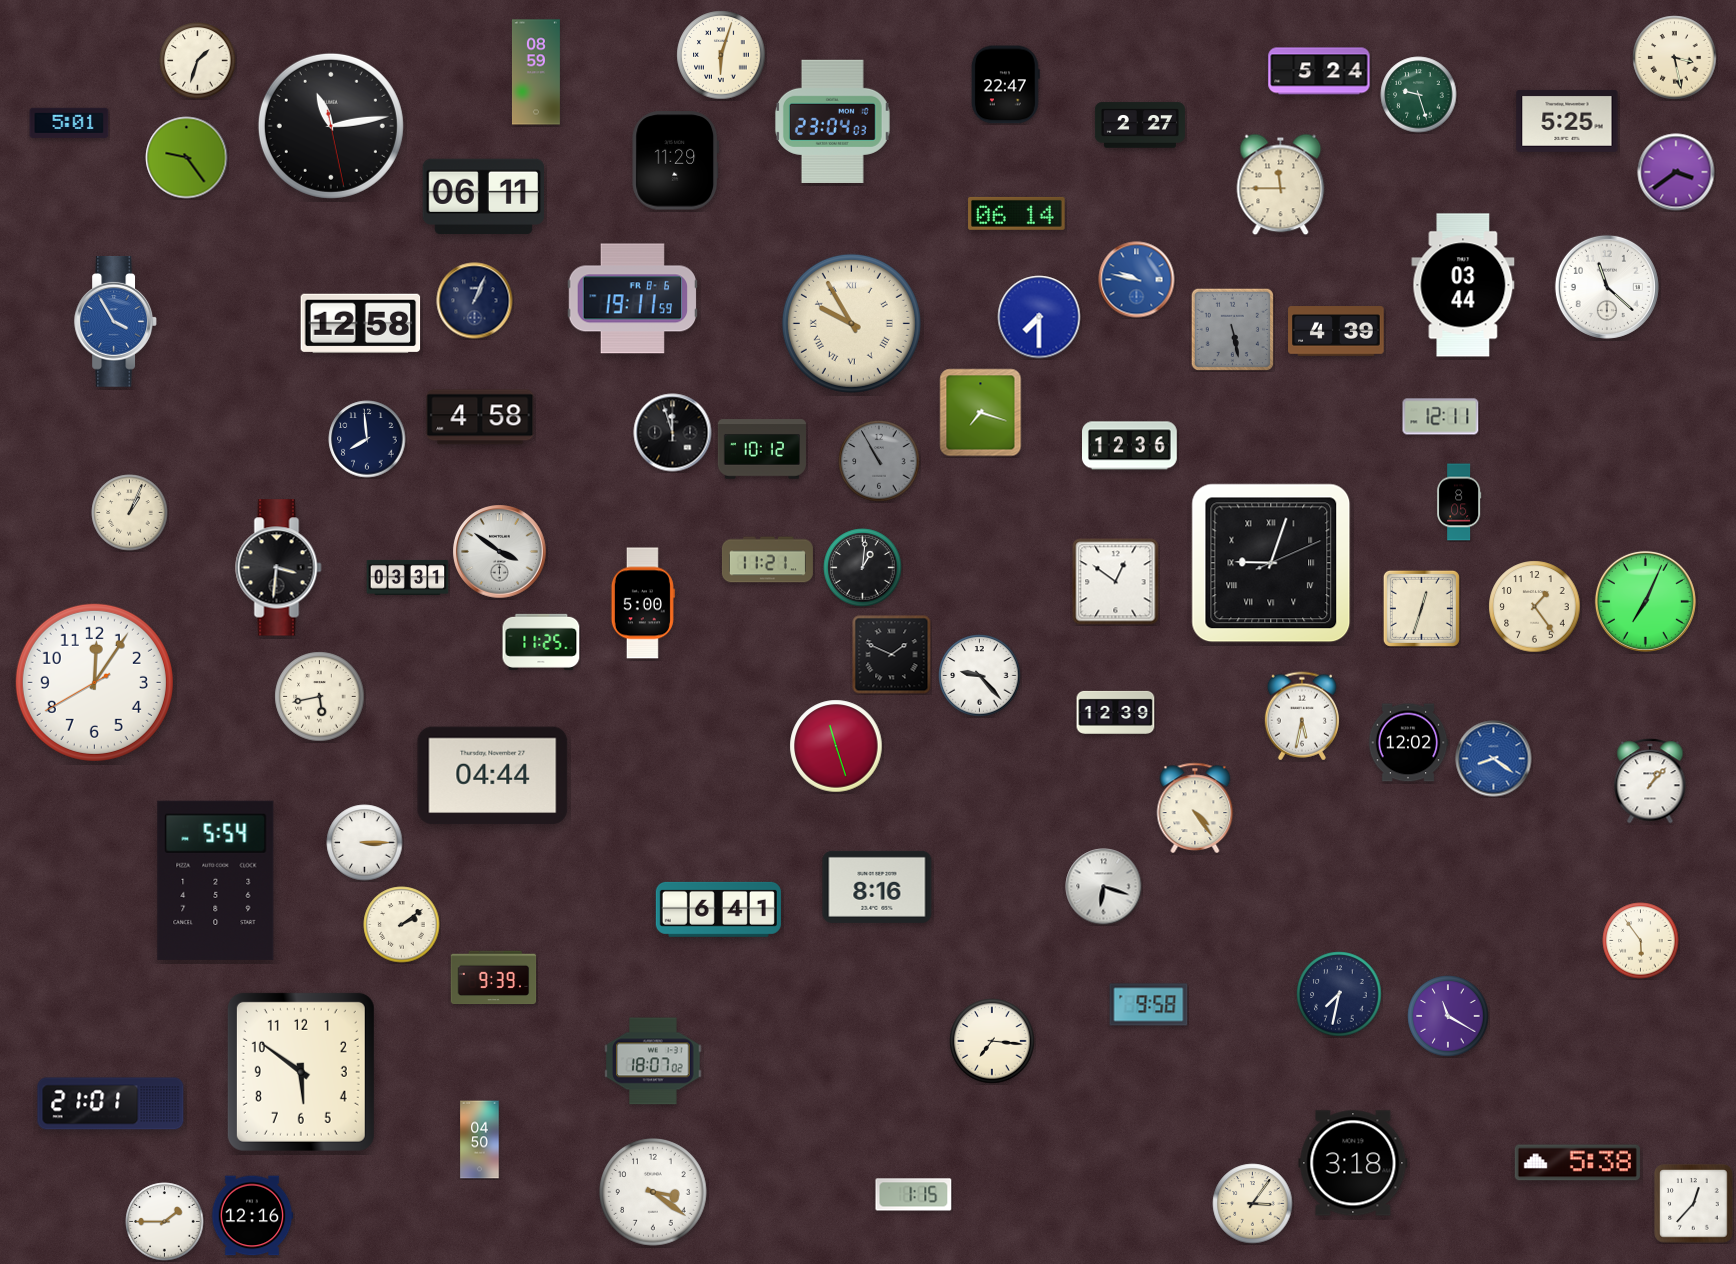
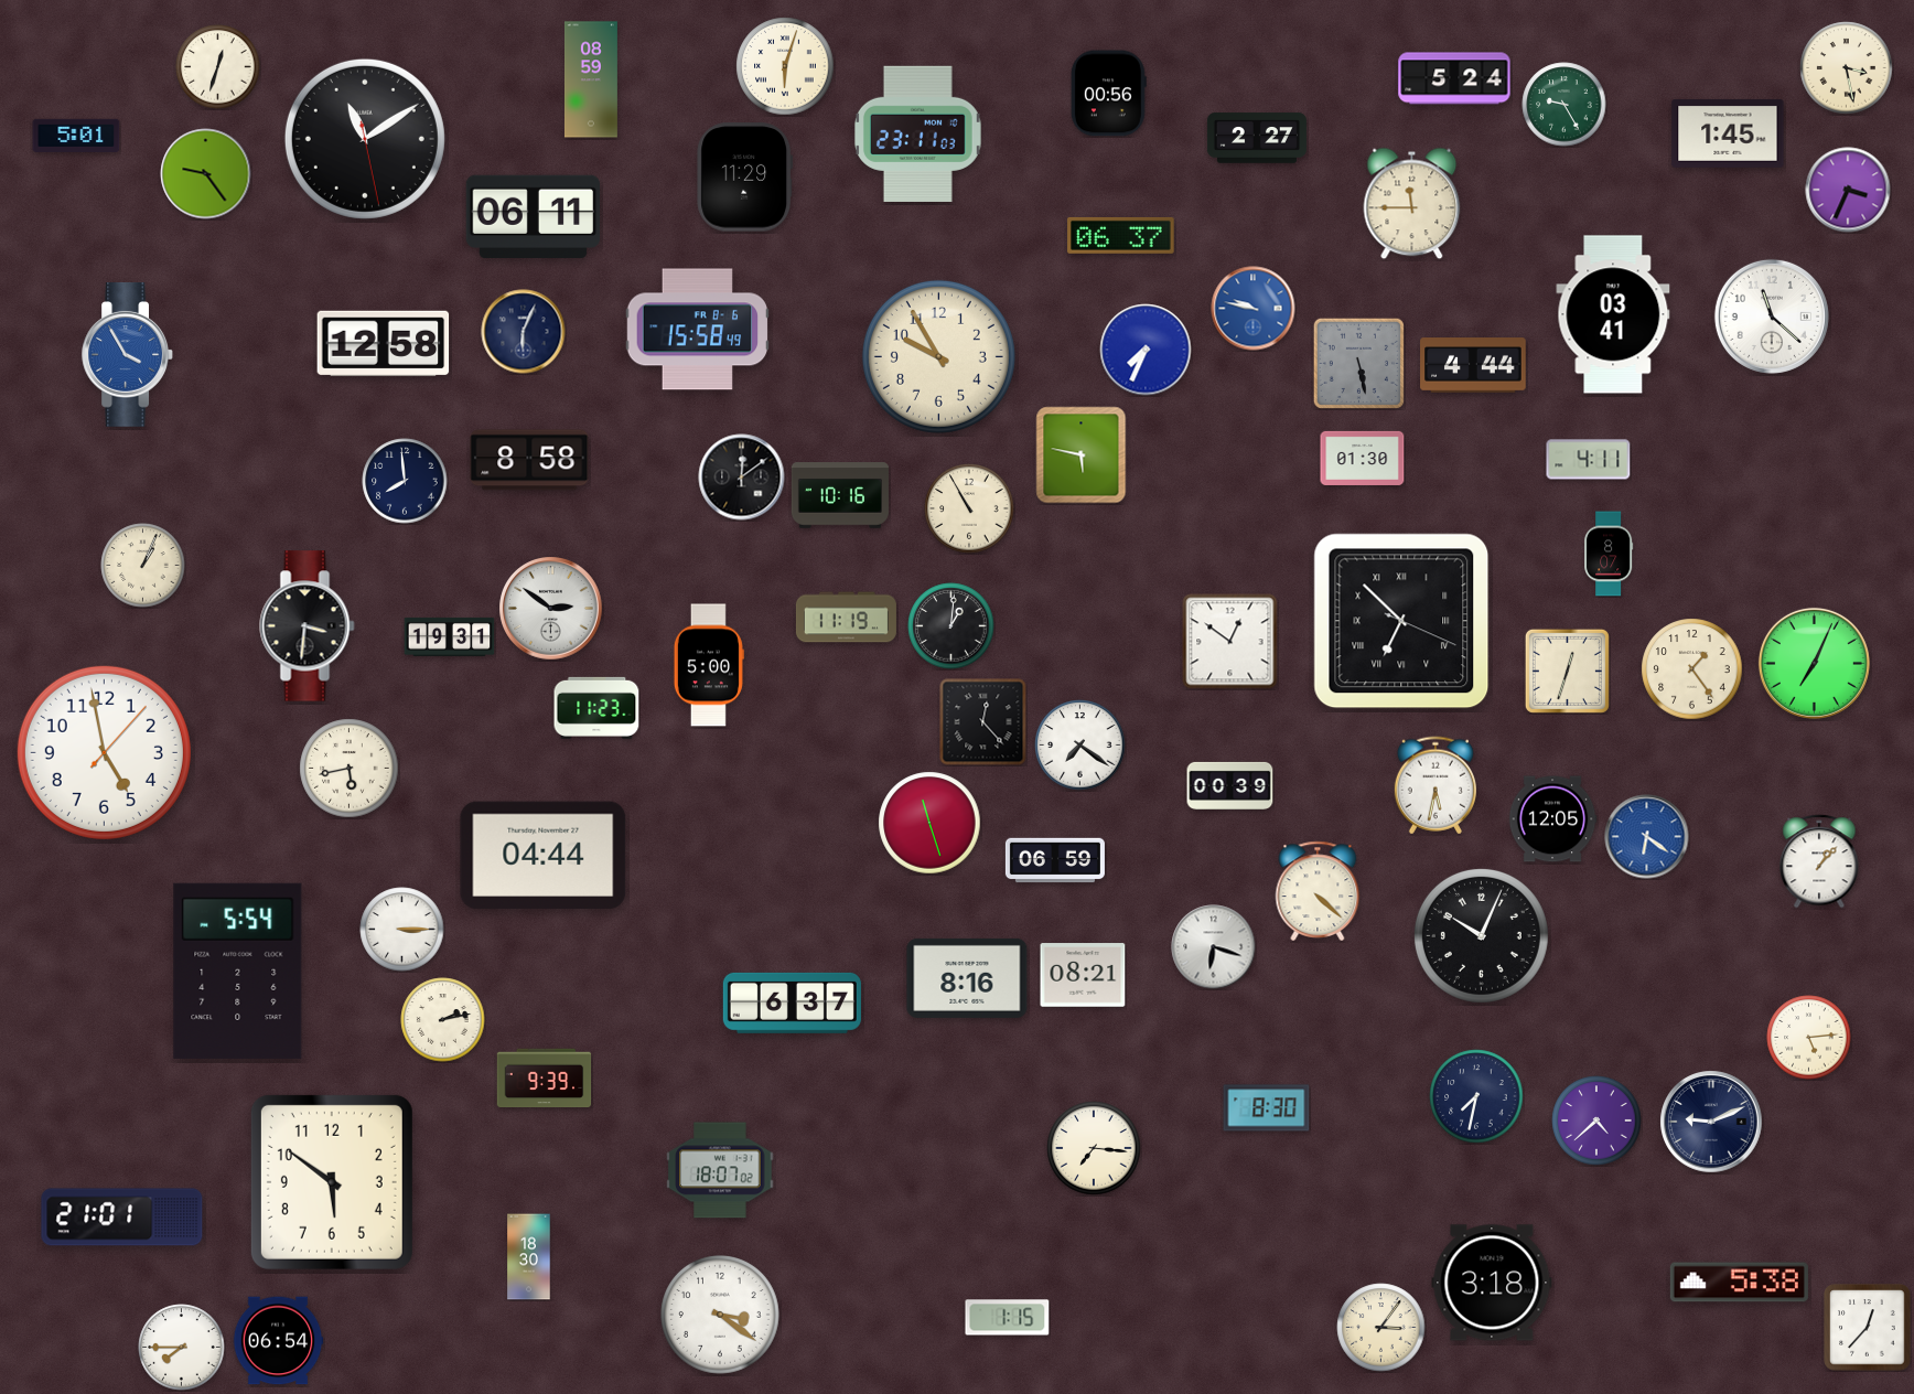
clock at (721, 55) position: (721, 55) -> (785, 66)
clock at (1675, 58) position: (1675, 58) -> (1847, 68)
clock at (198, 61): 1:33 -> 12:33
clock at (1005, 85): 22:47 -> 00:56
clock at (1419, 95): 9:27 -> 9:25
clock at (832, 121): 23:04 -> 23:11
clock at (1567, 121): 5:25 -> 1:45
clock at (331, 126): 11:13 -> 11:09
clock at (1676, 172): 3:39 -> 3:34
clock at (1017, 213): 06:14 -> 06:37
clock at (1463, 285): 03:44 -> 03:41
clock at (633, 299): 19:11 -> 15:58
clock at (475, 301): 1:04 -> 6:04
clock at (1039, 317): 7:30 -> 7:34
clock at (361, 323) position: (361, 323) -> (384, 343)
clock at (851, 323) numerals: Roman -> Arabic
clock at (1336, 331): 4:39 -> 4:44
clock at (981, 413): 7:18 -> 5:47
clock at (1363, 458): none -> 01:30
clock at (480, 417): 4:58 -> 8:58
clock at (1441, 417): 12:11 -> 4:11
clock at (673, 433): 11:57 -> 12:09
clock at (367, 439) position: (367, 439) -> (405, 481)
clock at (1130, 446): 12:36 -> none
clock at (762, 449): 10:12 -> 10:16
clock at (879, 461) dial: grey -> cream
clock at (1459, 502): 8:05 -> 8:07
clock at (500, 552): 3:51 -> 2:51
clock at (767, 560): 11:21 -> 11:19
clock at (1271, 563): 9:03 -> 6:52
clock at (408, 577): 03:31 -> 19:31
clock at (541, 642): 11:25 -> 11:23
clock at (892, 655): 1:49 -> 12:23
clock at (980, 676): 9:23 -> 7:21
clock at (94, 682): 12:05 -> 4:58
clock at (320, 697) position: (320, 697) -> (350, 769)
clock at (1116, 712): 12:39 -> 00:39
clock at (1302, 716) position: (1302, 716) -> (1435, 785)
clock at (1408, 743): 12:02 -> 12:05
clock at (836, 746) position: (836, 746) -> (929, 823)
clock at (1494, 759): 8:21 -> 6:21
clock at (1055, 860): none -> 06:59
clock at (1195, 807): 4:24 -> 4:22
clock at (1481, 935): none -> 10:04
clock at (1083, 975): none -> 08:21
clock at (1104, 887) position: (1104, 887) -> (1214, 947)
clock at (718, 909): 6:41 -> 6:37
clock at (402, 925): 2:09 -> 2:13
clock at (1641, 941): 5:54 -> 5:14
clock at (1149, 1005): 9:58 -> 8:30
clock at (1448, 1016): 11:20 -> 4:38
clock at (1711, 1122): none -> 9:11
clock at (480, 1140): 04:50 -> 18:30
clock at (252, 1216): 12:16 -> 06:54
clock at (165, 1222): 1:45 -> 7:45
